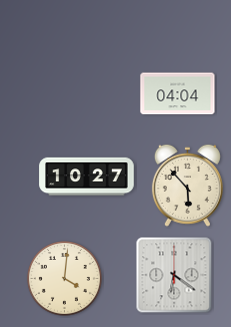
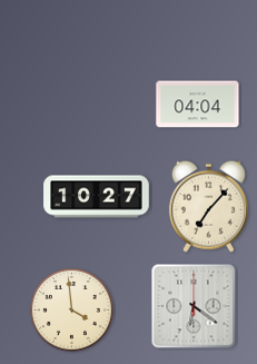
clock at (187, 185): 5:53 -> 7:07
clock at (64, 278): 4:01 -> 3:59
